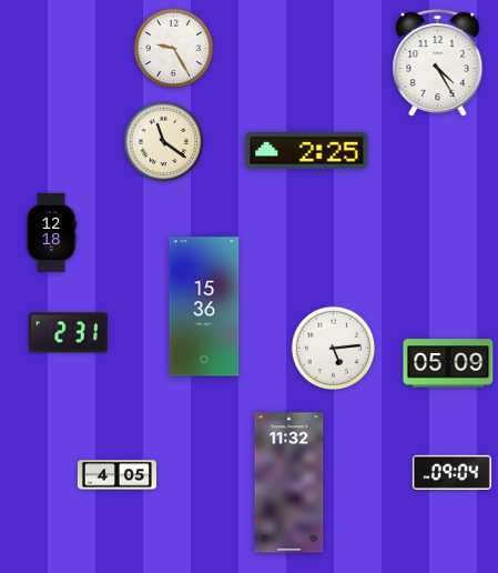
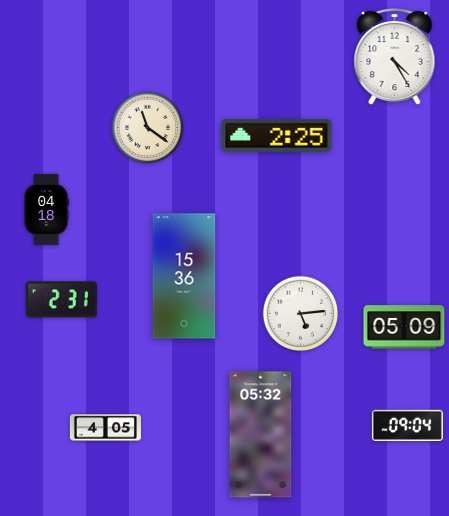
clock at (174, 49): 9:25 -> none
clock at (52, 232): 12:18 -> 04:18
clock at (289, 483): 11:32 -> 05:32
